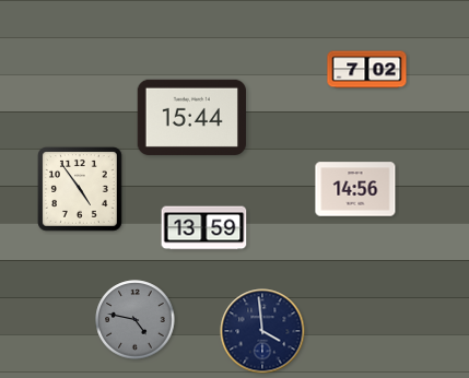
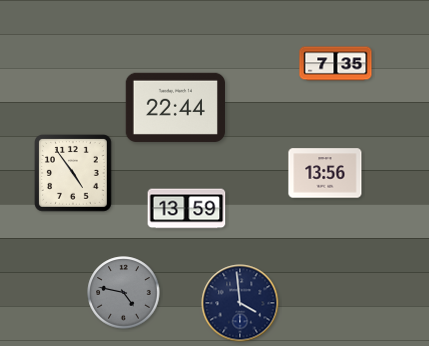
clock at (367, 70): 7:02 -> 7:35
clock at (191, 117): 15:44 -> 22:44
clock at (355, 189): 14:56 -> 13:56
